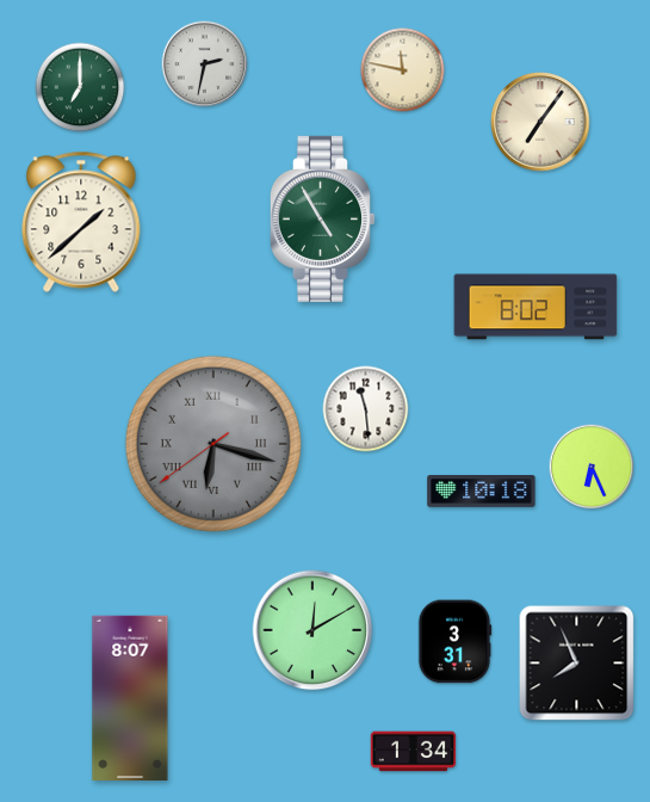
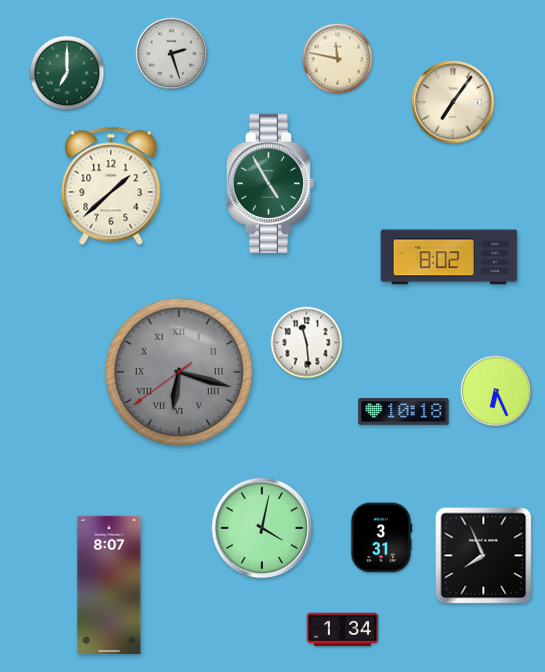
clock at (205, 64): 2:32 -> 2:27
clock at (81, 222) position: (81, 222) -> (111, 186)
clock at (312, 630): 12:10 -> 4:02
clock at (414, 752) position: (414, 752) -> (343, 630)
